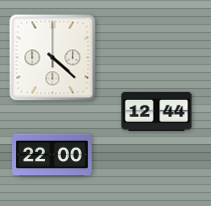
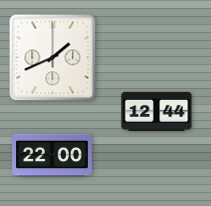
clock at (53, 58): 4:22 -> 1:41
